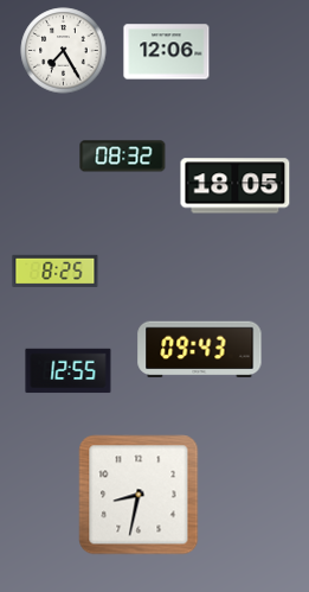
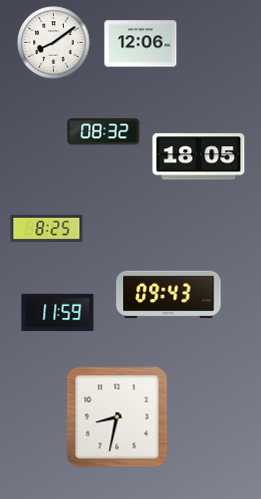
clock at (64, 51): 7:25 -> 8:09
clock at (69, 371): 12:55 -> 11:59
